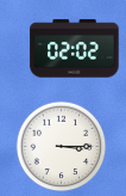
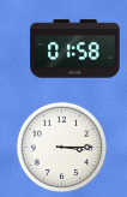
clock at (75, 49): 02:02 -> 01:58
